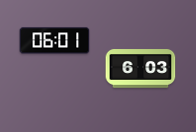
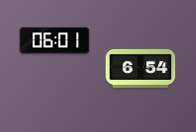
clock at (141, 69): 6:03 -> 6:54
